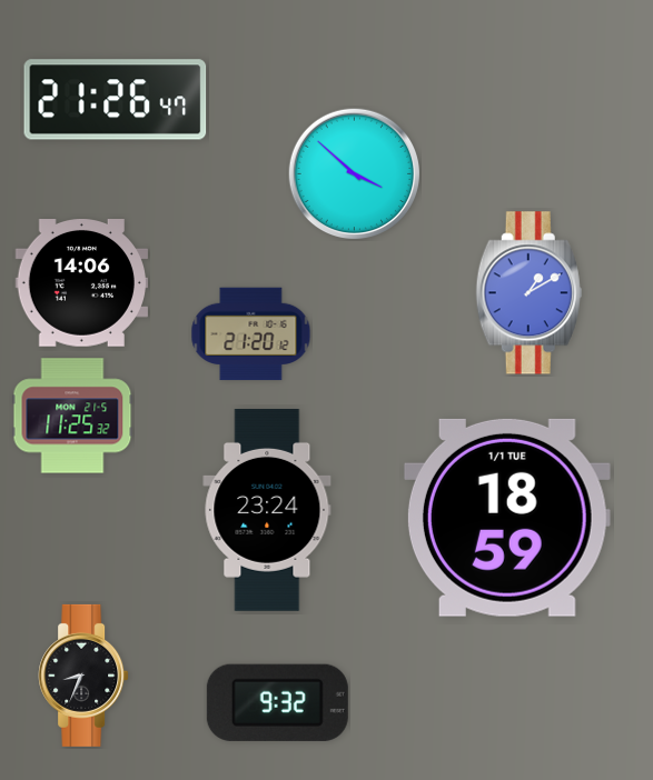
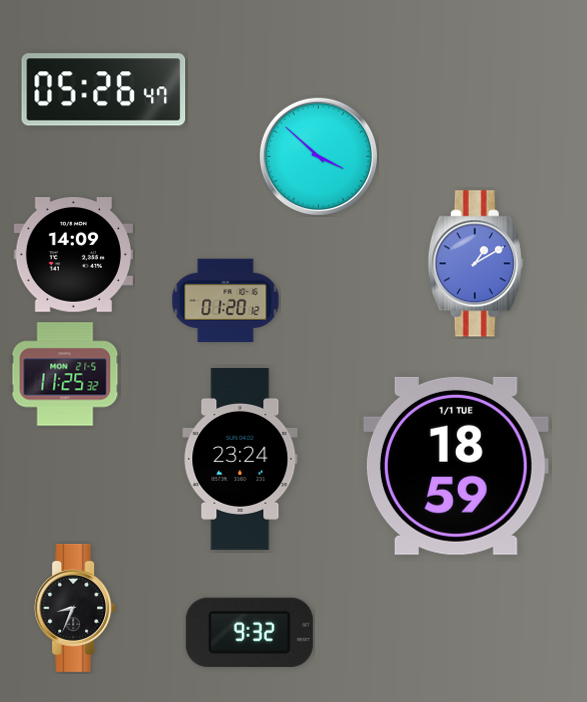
clock at (116, 100): 21:26 -> 05:26
clock at (81, 283): 14:06 -> 14:09
clock at (251, 334): 21:20 -> 01:20
